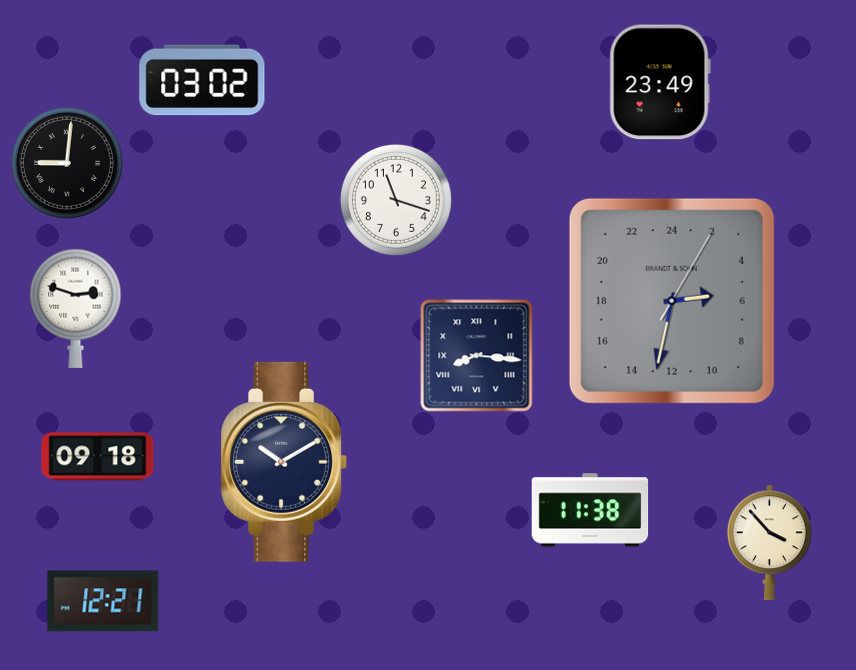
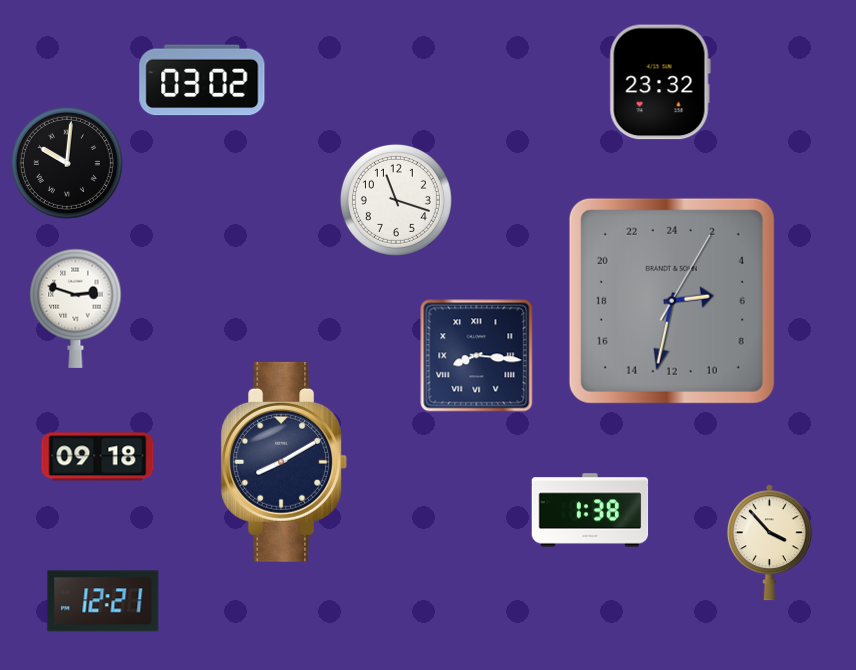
clock at (660, 82): 23:49 -> 23:32
clock at (67, 163): 9:01 -> 10:01
clock at (283, 462): 10:10 -> 8:10
clock at (590, 510): 11:38 -> 1:38
